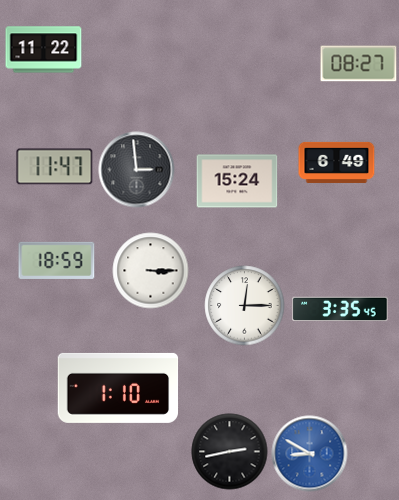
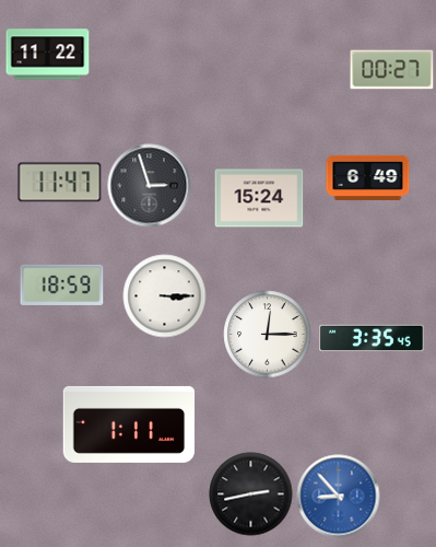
clock at (359, 64): 08:27 -> 00:27
clock at (137, 170): 2:59 -> 2:57
clock at (118, 388): 1:10 -> 1:11
clock at (310, 454): 8:50 -> 8:53
